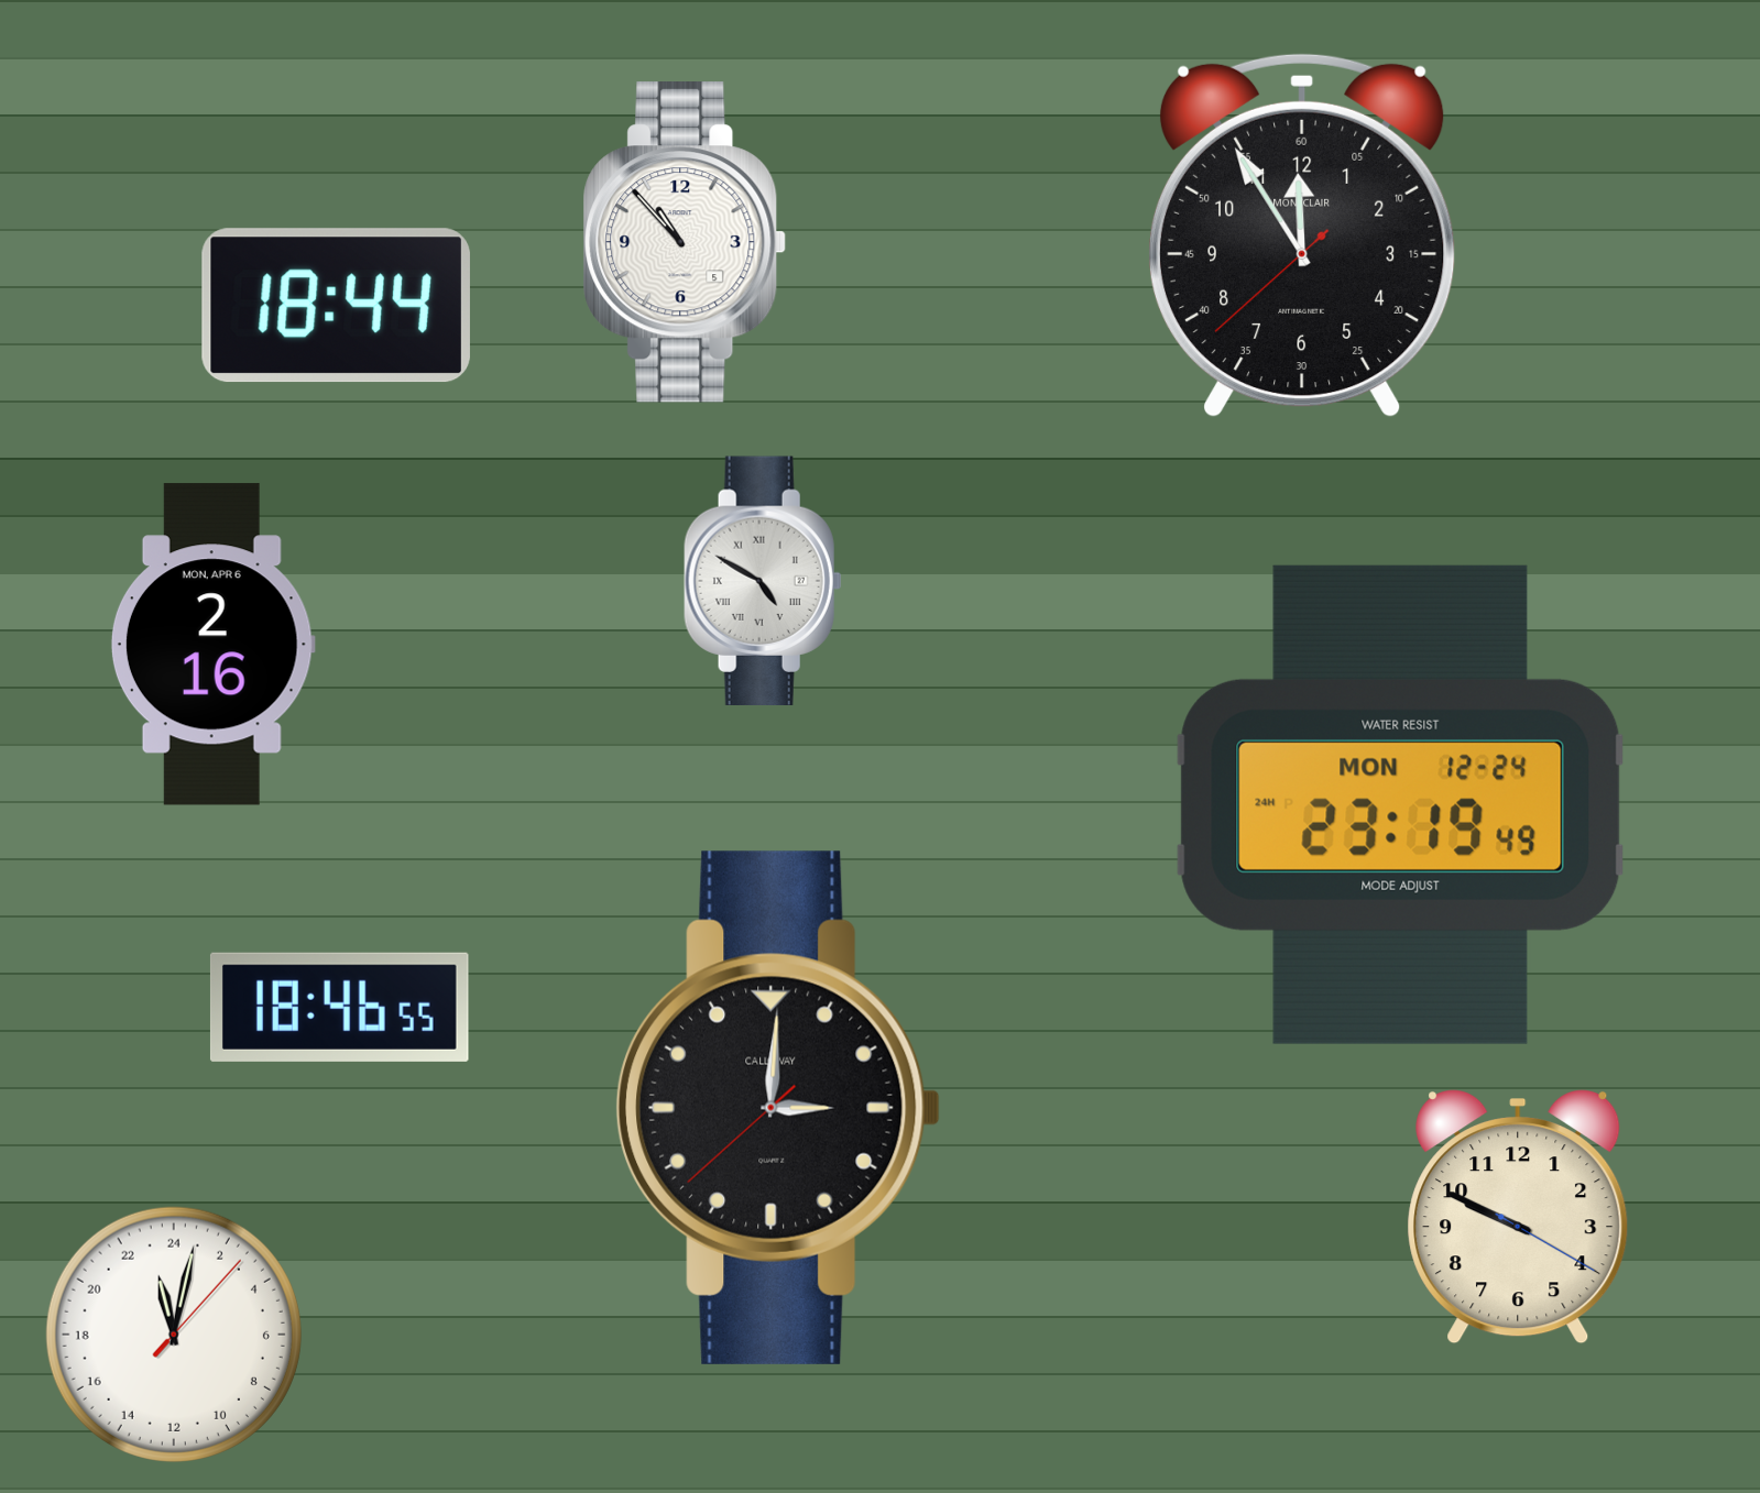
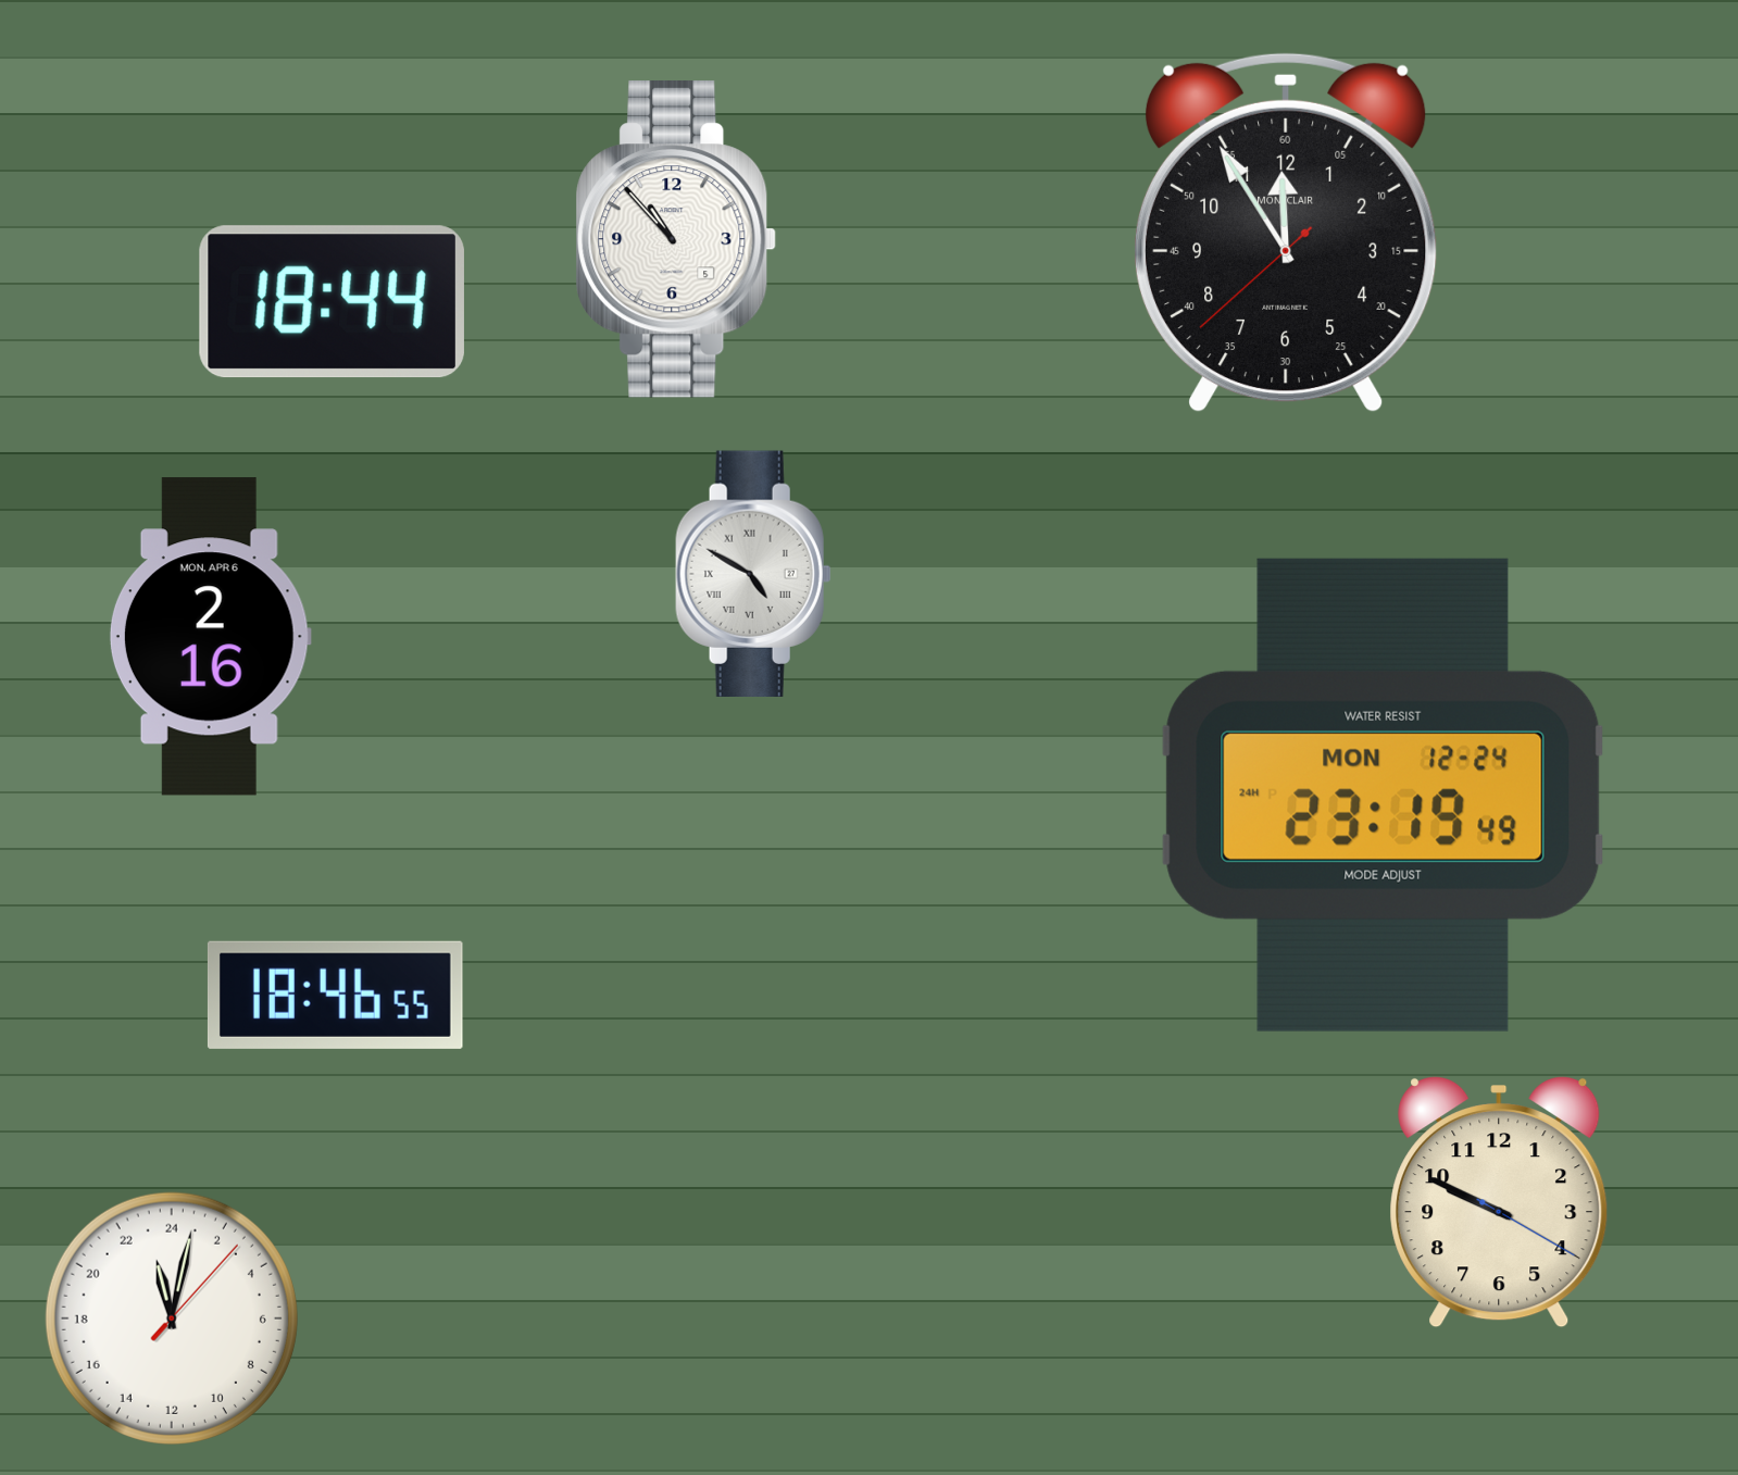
clock at (778, 1108): 3:00 -> none
